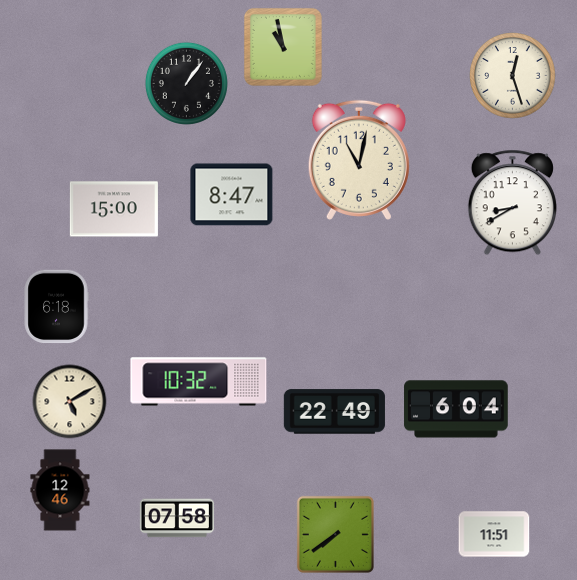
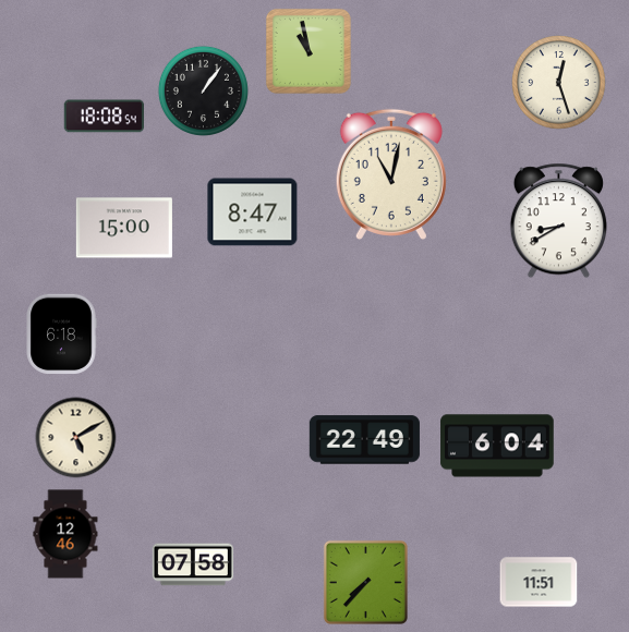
clock at (104, 117): none -> 18:08
clock at (199, 382): 10:32 -> none
clock at (334, 412) position: (334, 412) -> (364, 440)
clock at (335, 534): 7:39 -> 7:37
